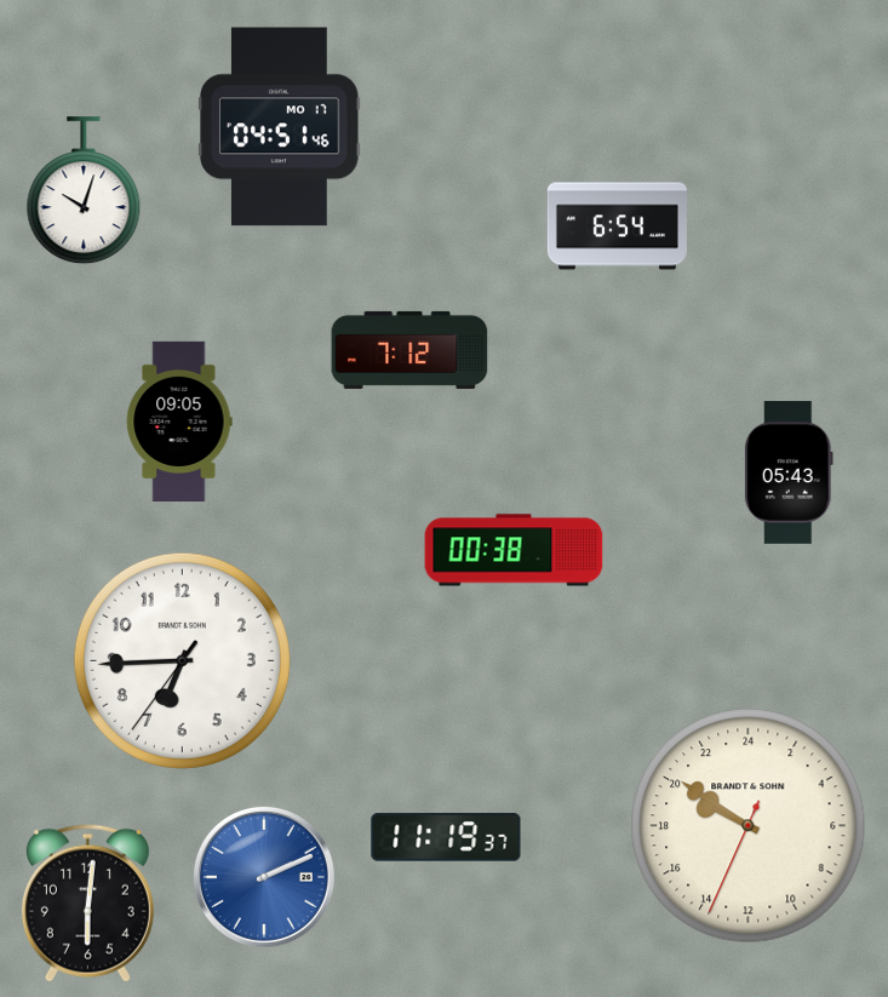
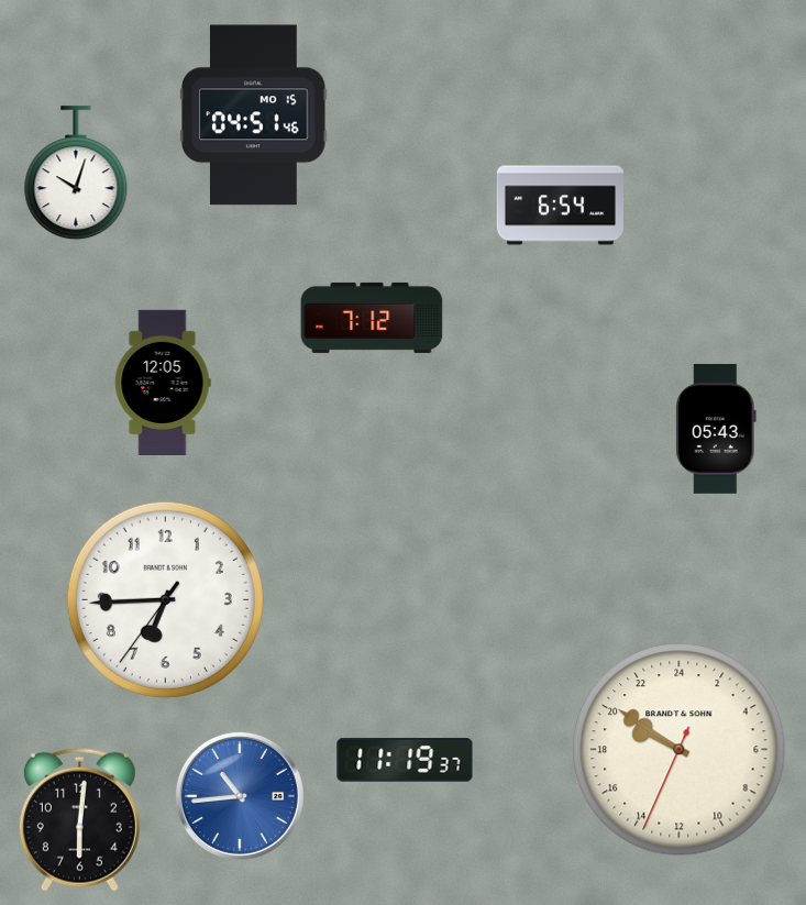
clock at (280, 127) date: MO 17 -> MO 15
clock at (179, 420): 09:05 -> 12:05
clock at (514, 550): 00:38 -> none
clock at (264, 877): 2:11 -> 10:44
